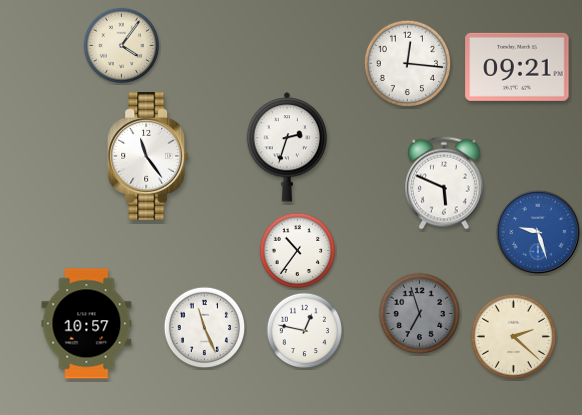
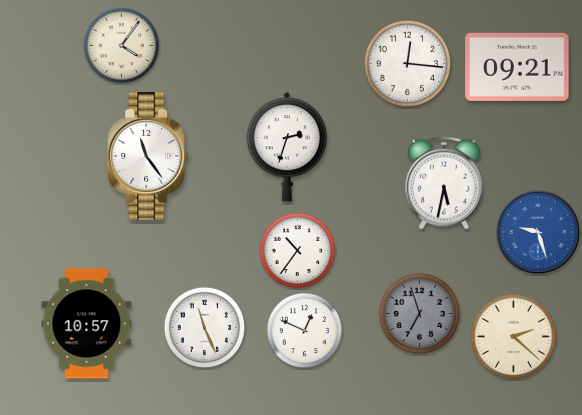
clock at (444, 183): 5:49 -> 5:32
clock at (305, 331): 12:47 -> 12:49
